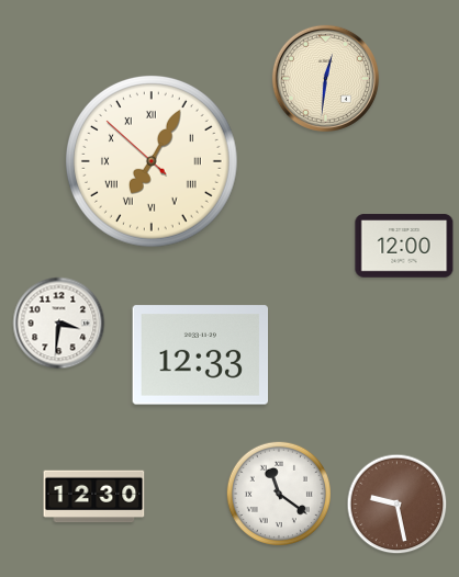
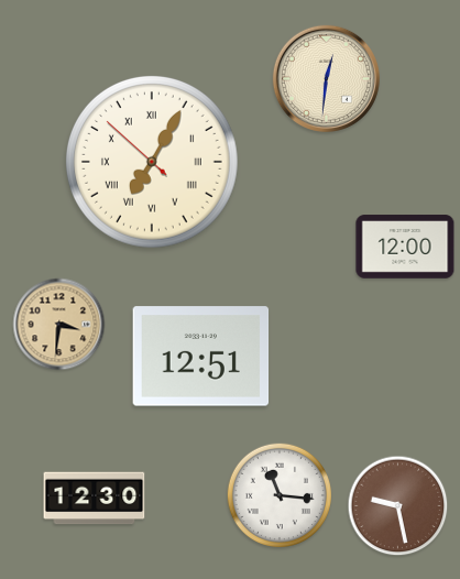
clock at (59, 324) dial: white -> champagne
clock at (201, 355): 12:33 -> 12:51
clock at (279, 494): 11:21 -> 11:16
